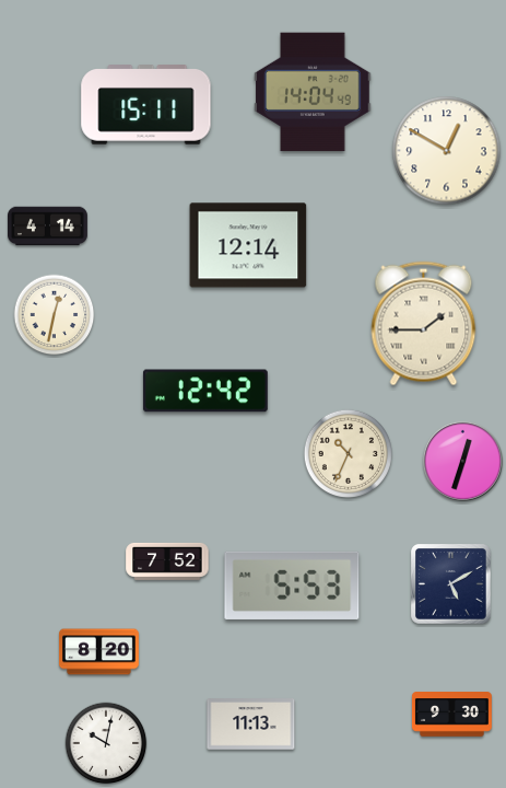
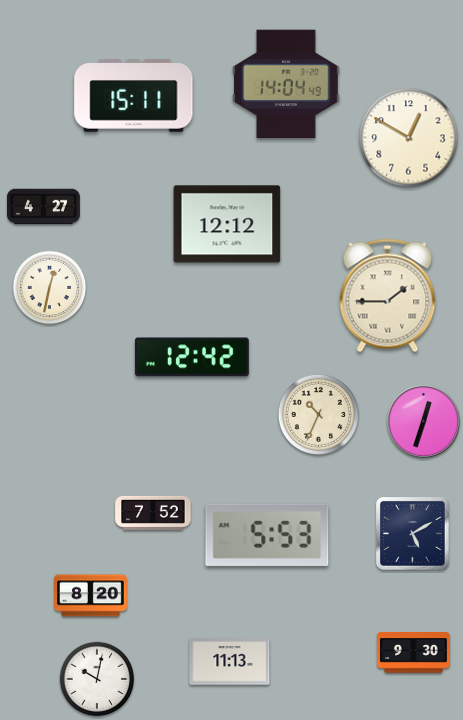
clock at (48, 227): 4:14 -> 4:27
clock at (248, 245): 12:14 -> 12:12
clock at (205, 391) position: (205, 391) -> (192, 357)
